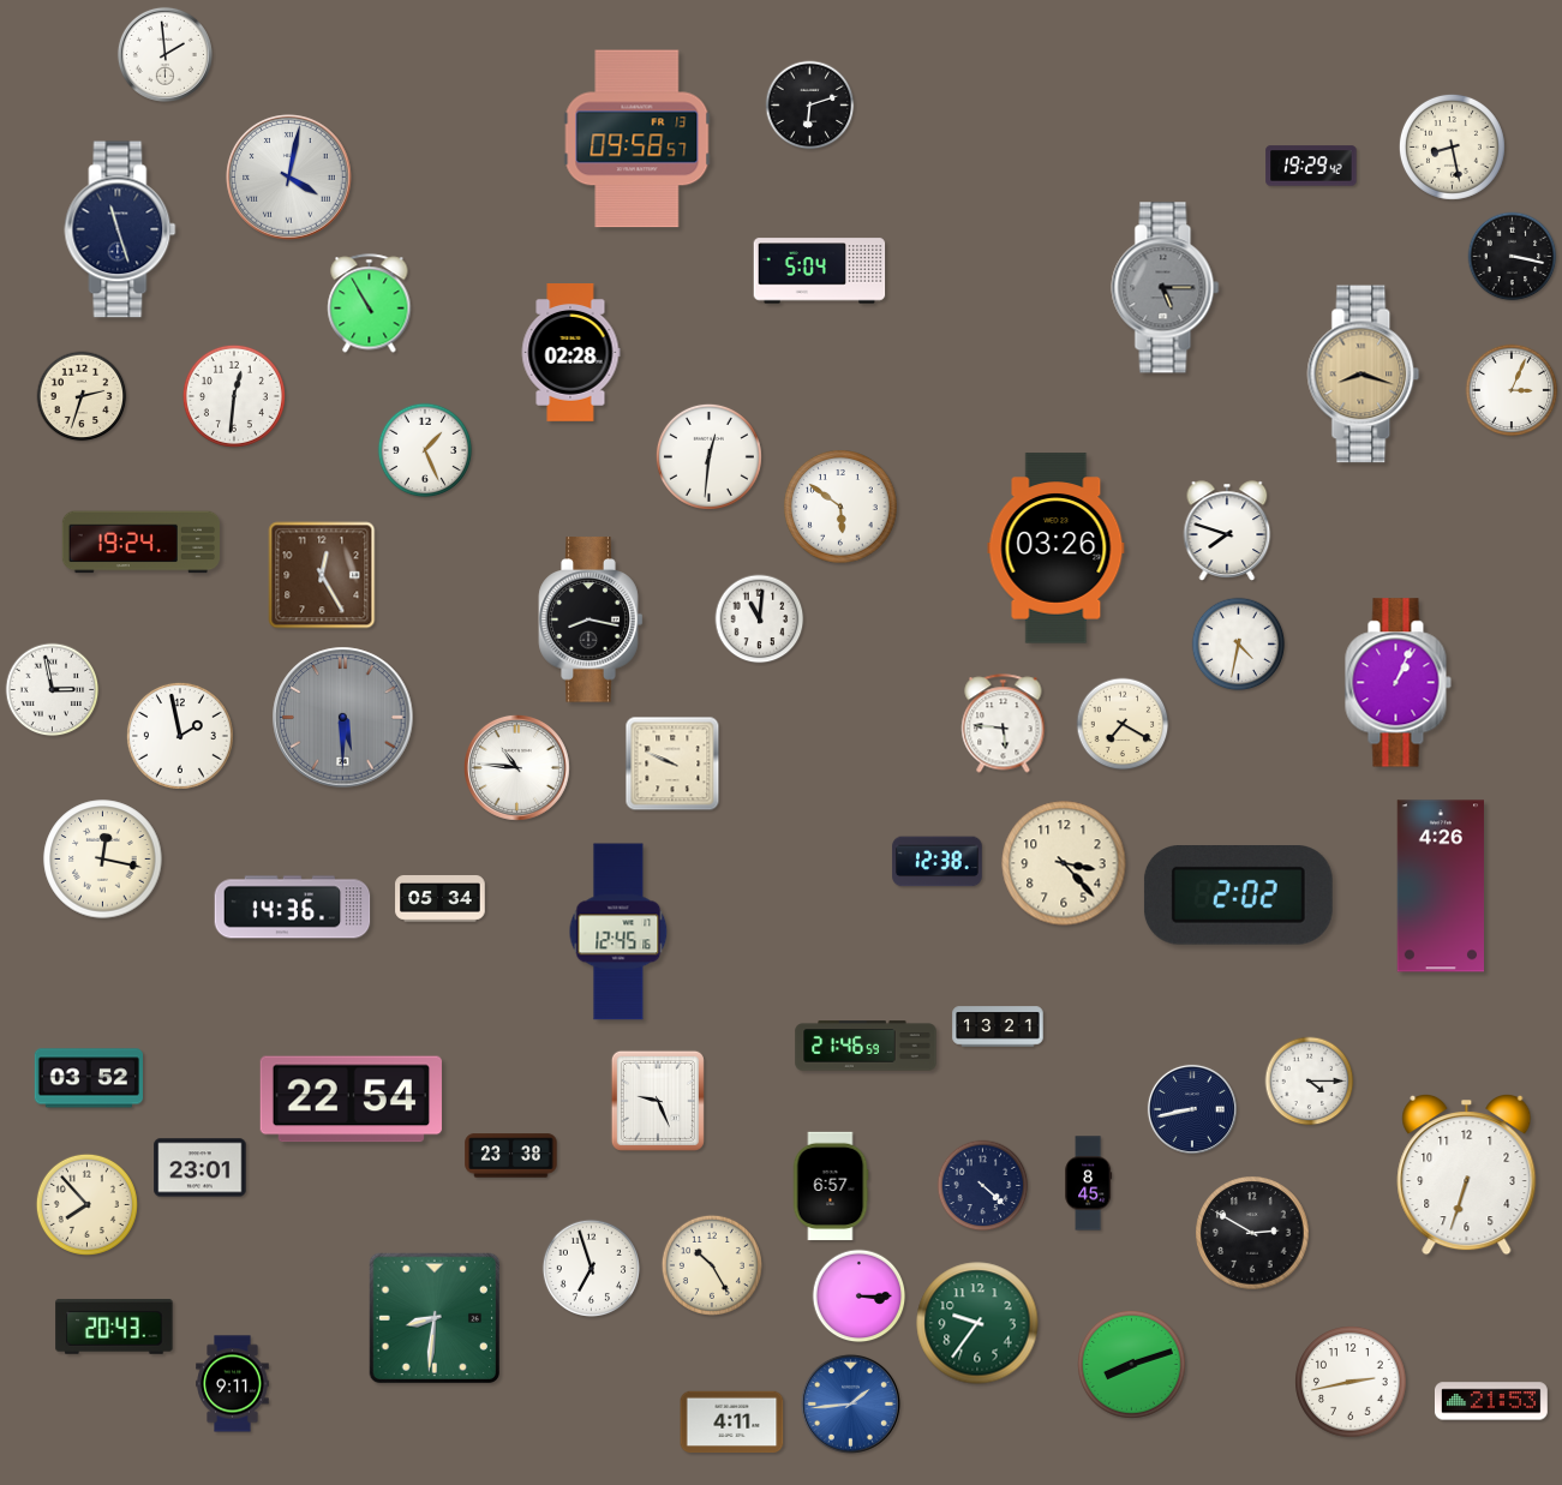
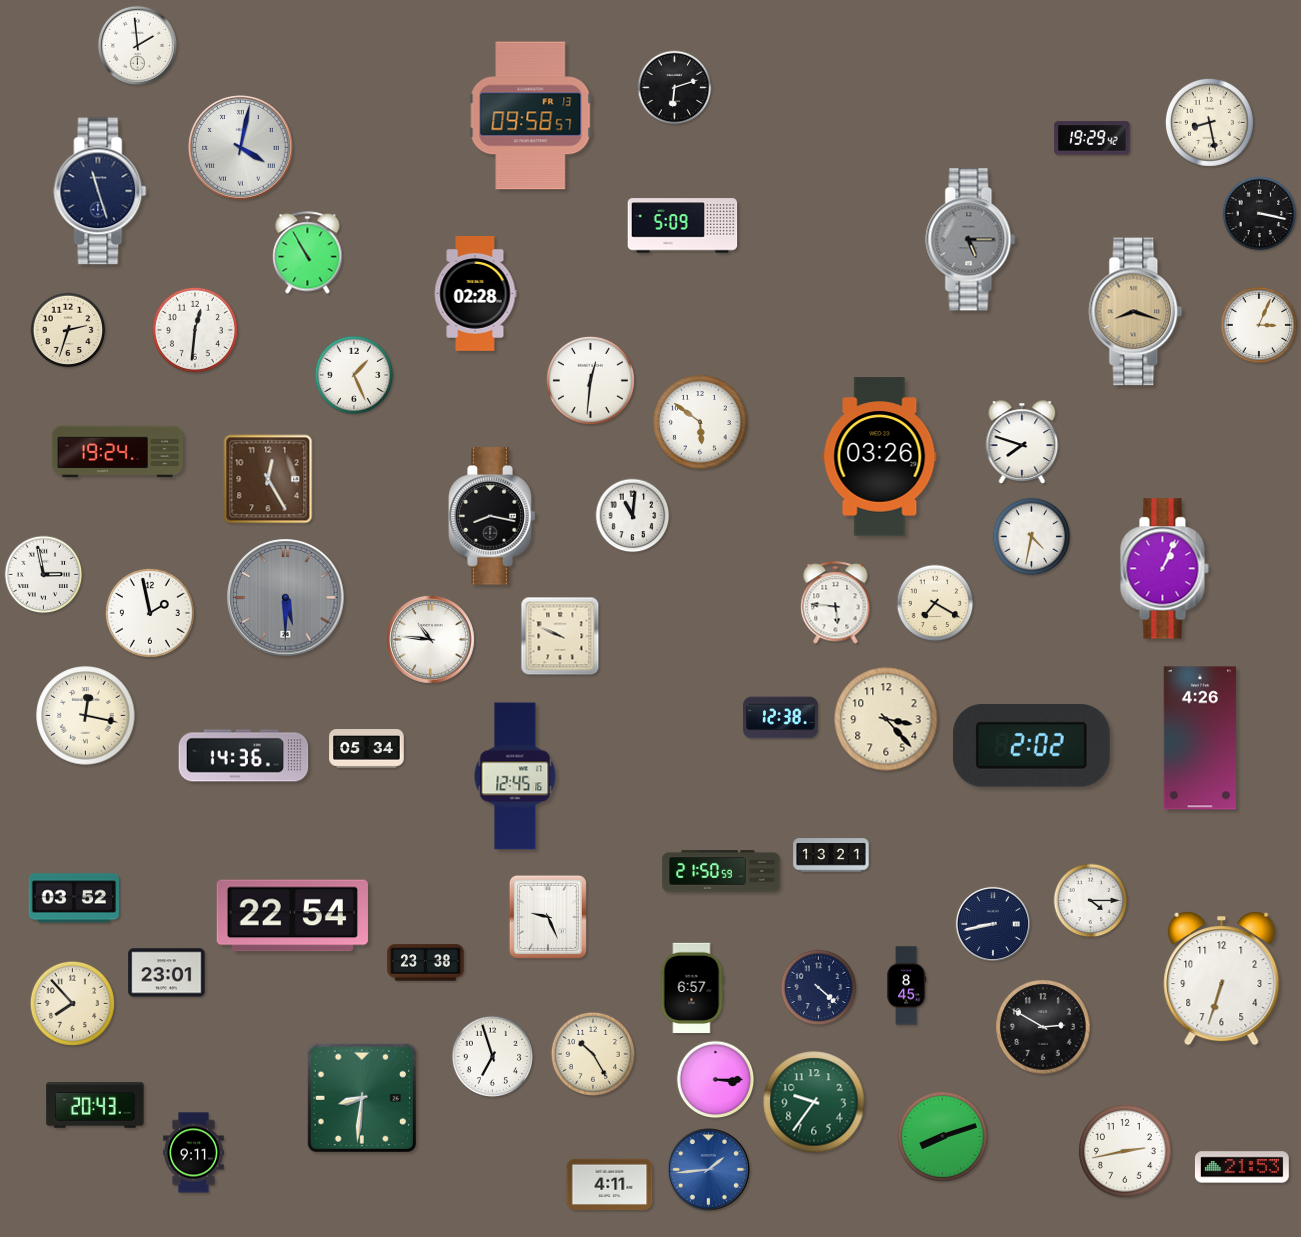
clock at (820, 271): 5:04 -> 5:09
clock at (866, 1046): 21:46 -> 21:50
